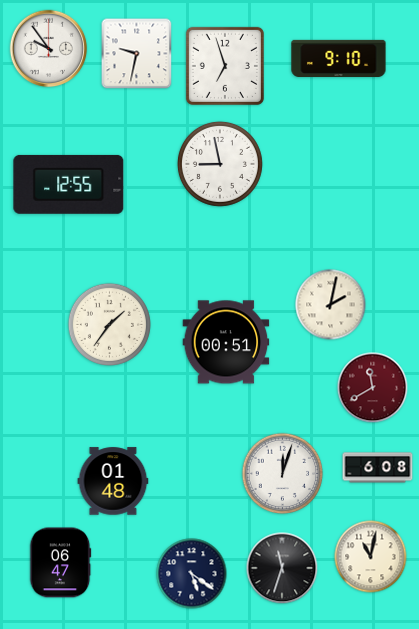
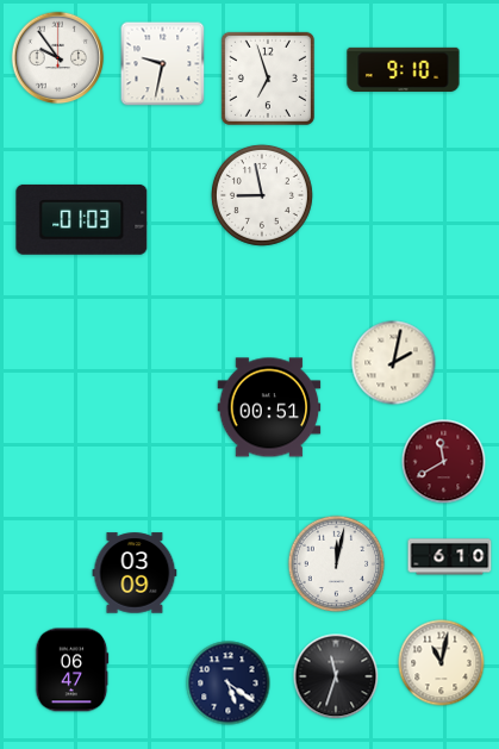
clock at (69, 184): 12:55 -> 01:03
clock at (109, 324): 1:36 -> none
clock at (378, 468): 6:08 -> 6:10
clock at (283, 474): 12:03 -> 12:02
clock at (113, 481): 01:48 -> 03:09
